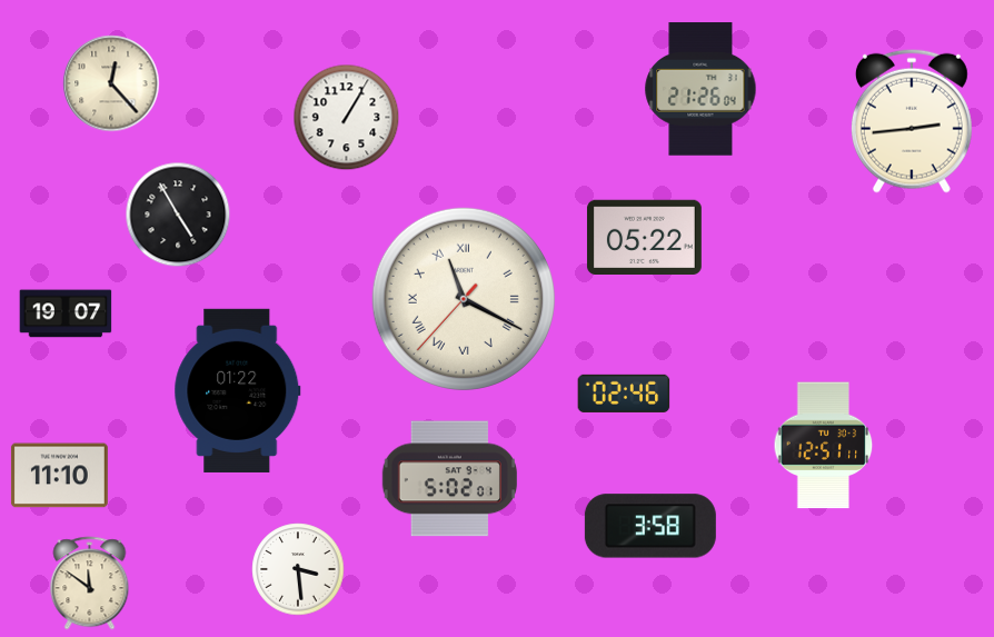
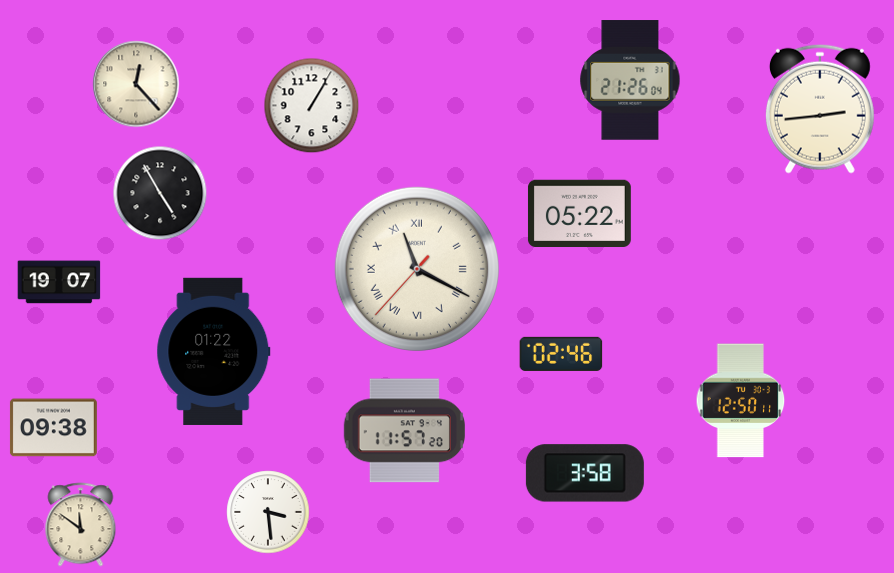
clock at (111, 83) position: (111, 83) -> (136, 84)
clock at (824, 446): 12:51 -> 12:50
clock at (59, 476): 11:10 -> 09:38
clock at (449, 479): 5:02 -> 11:57
